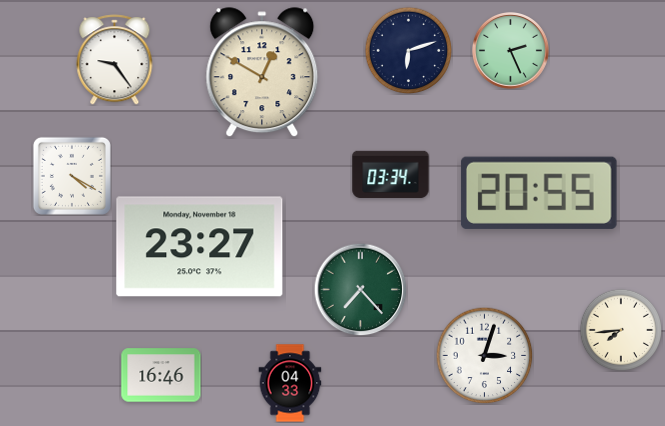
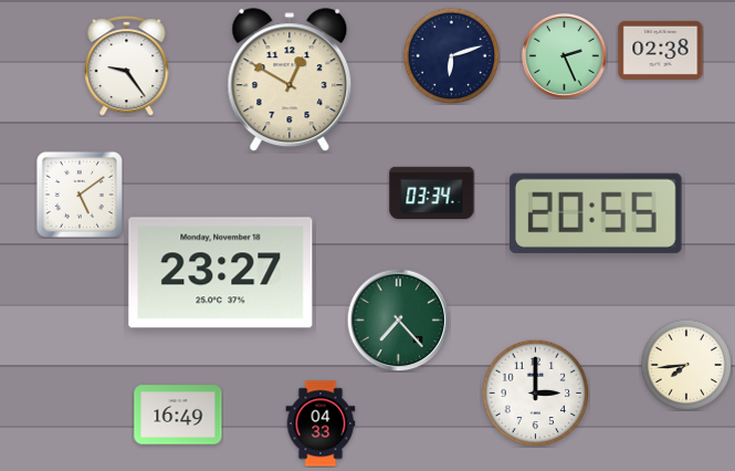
clock at (661, 50): none -> 02:38
clock at (72, 176): 4:20 -> 5:09
clock at (484, 355): 3:03 -> 3:00
clock at (161, 375): 16:46 -> 16:49
